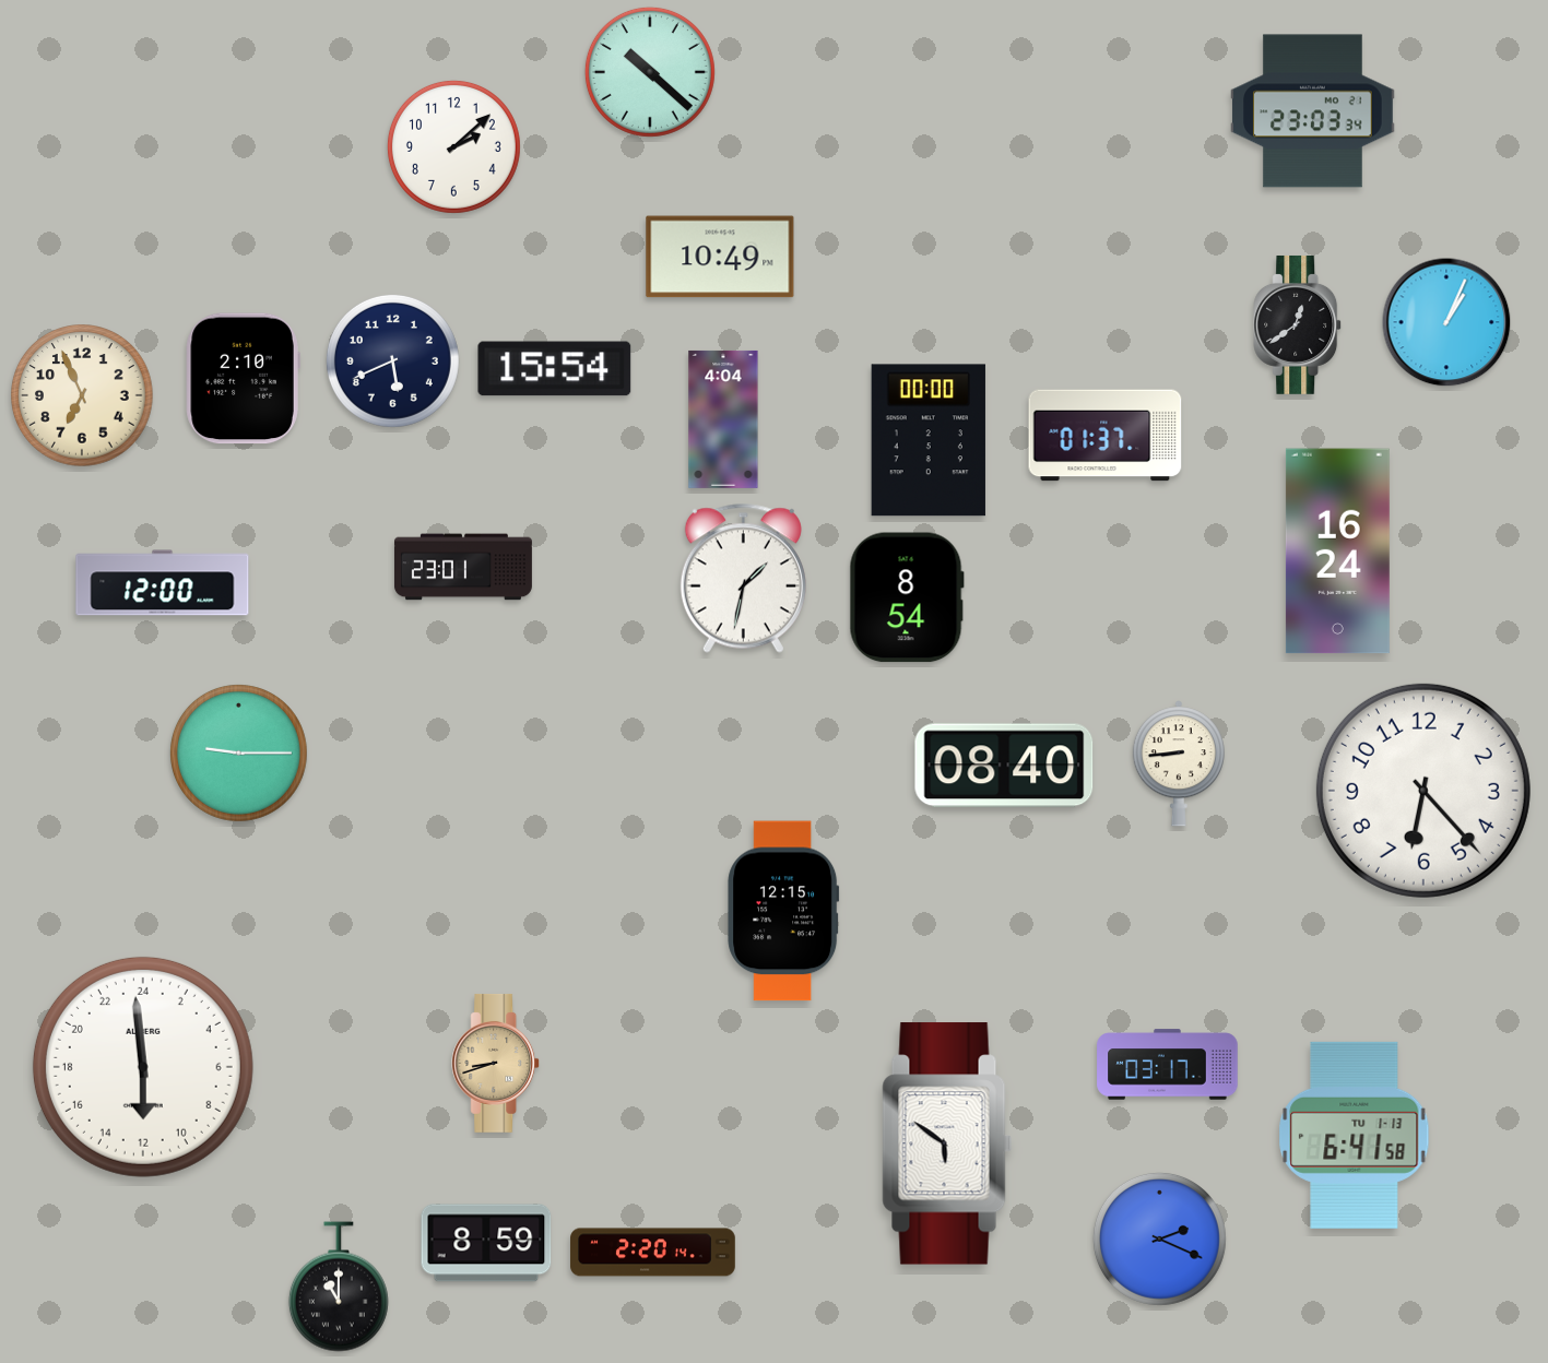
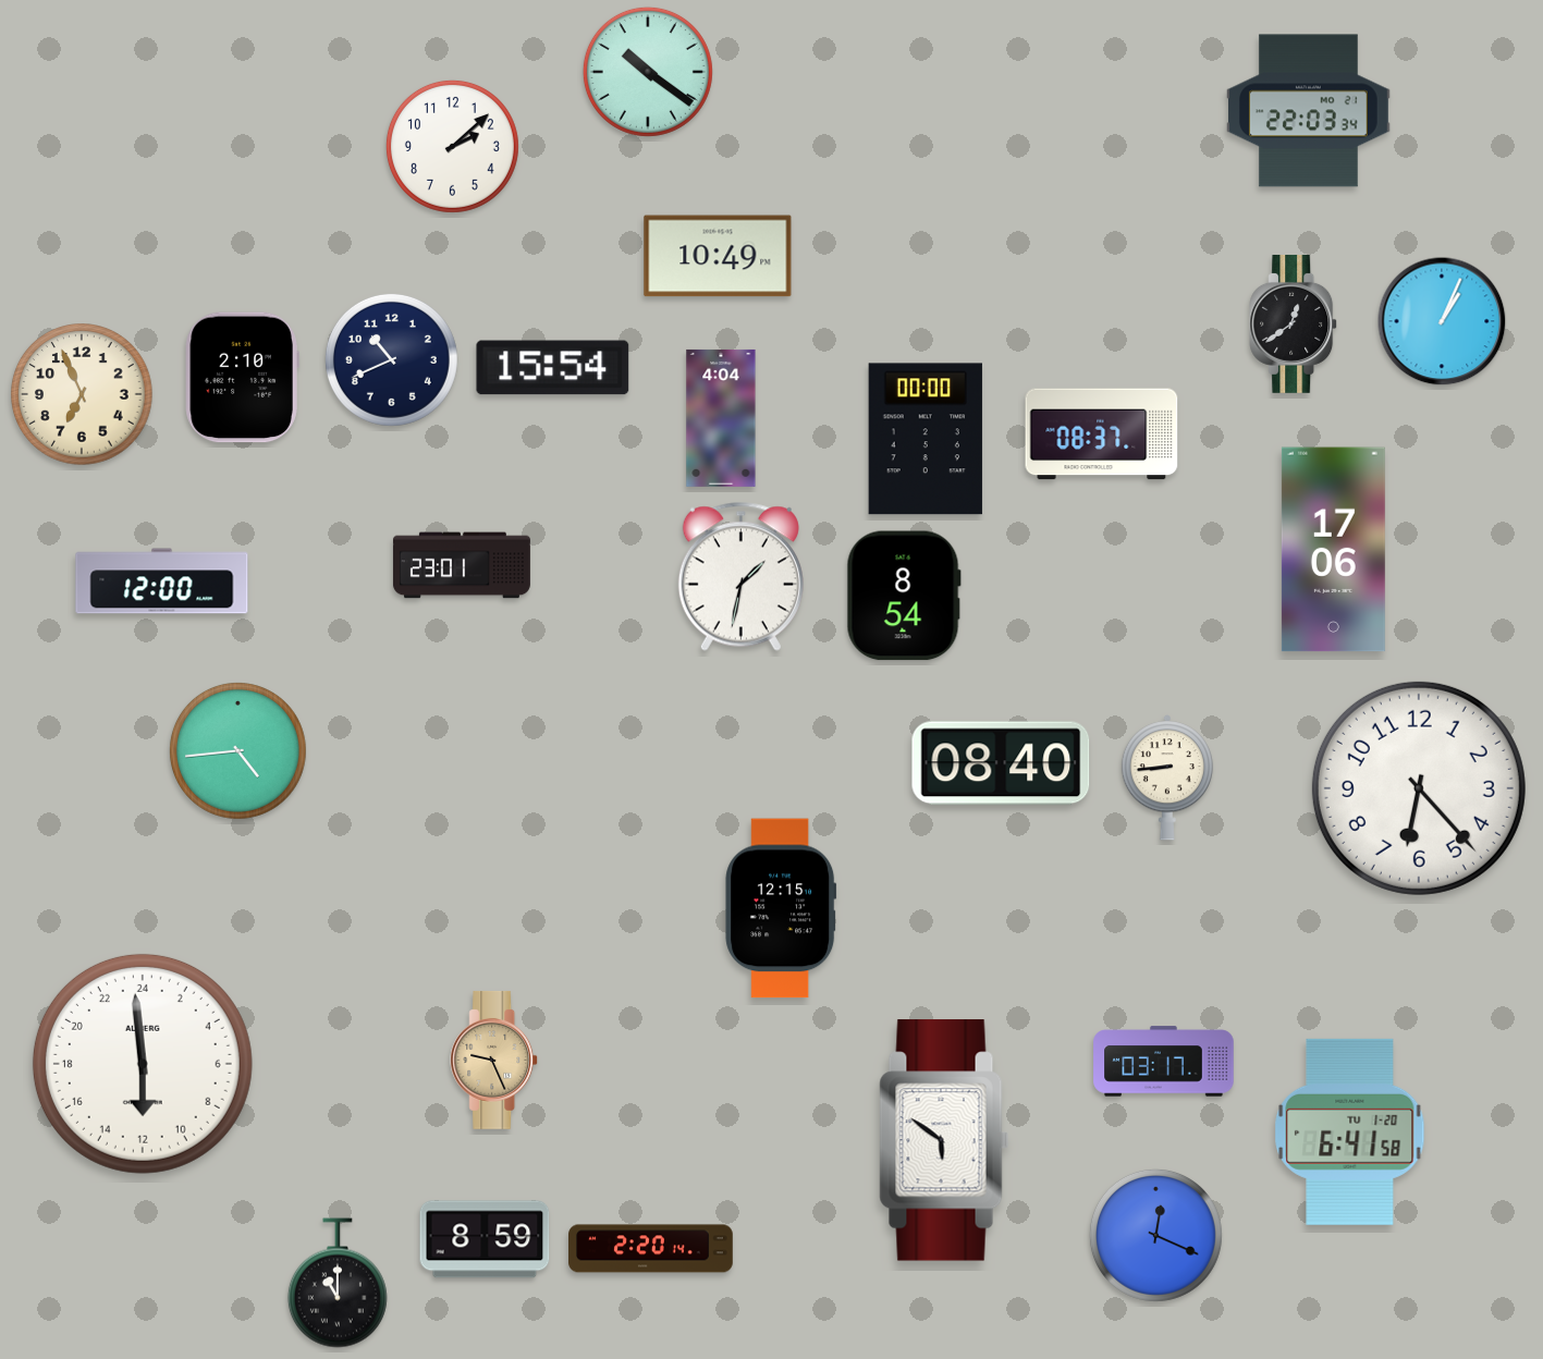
clock at (650, 72): 10:22 -> 10:21
clock at (1313, 111): 23:03 -> 22:03
clock at (392, 360): 5:41 -> 10:41
clock at (1106, 436): 01:37 -> 08:37
clock at (1337, 552): 16:24 -> 17:06
clock at (238, 752): 9:15 -> 4:44
clock at (1179, 763) position: (1179, 763) -> (1167, 778)
clock at (496, 1063): 8:42 -> 9:26
clock at (1355, 1135) date: TU 1-13 -> TU 1-20
clock at (1159, 1238): 2:19 -> 12:19
